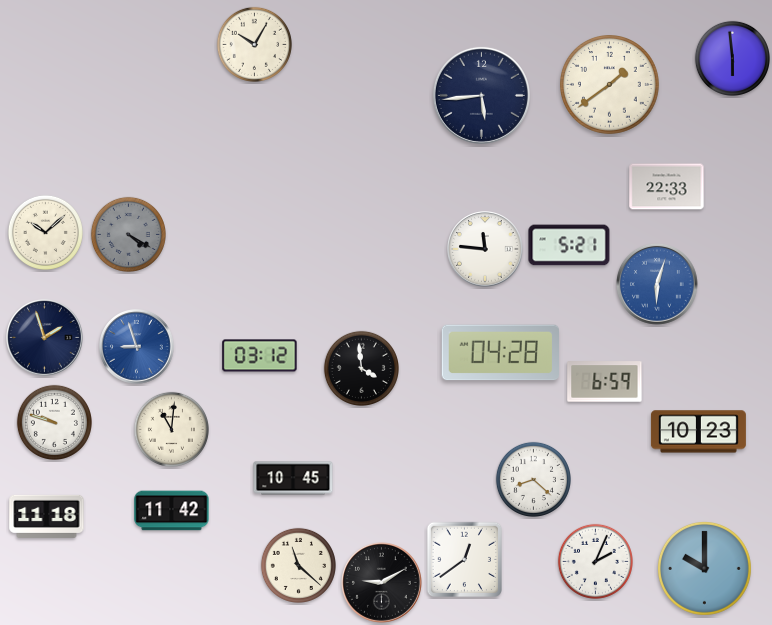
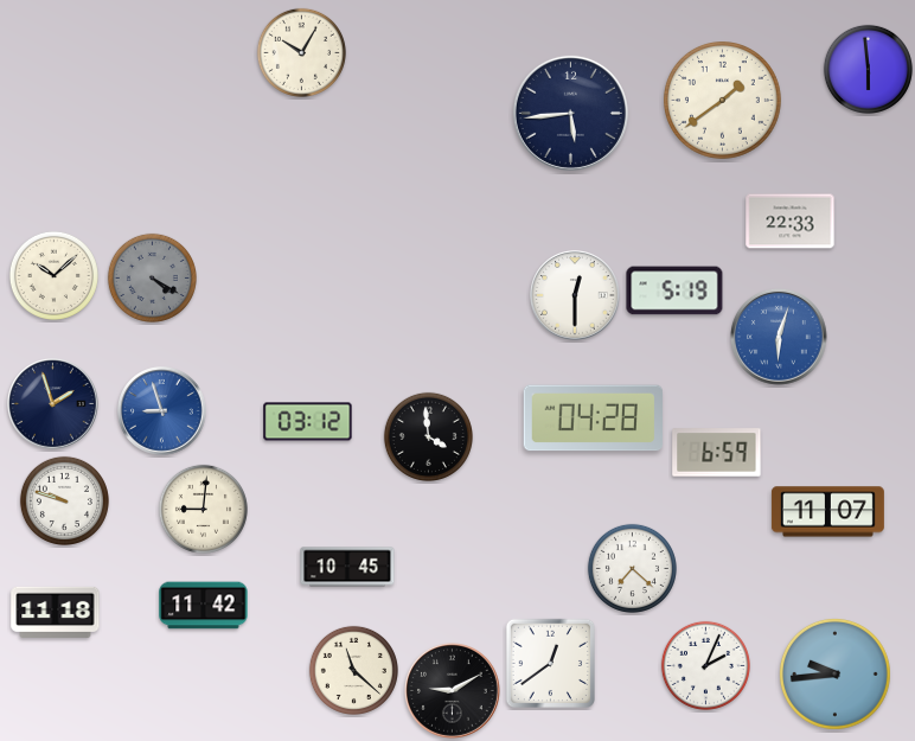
clock at (569, 245): 5:21 -> 5:19
clock at (485, 249): 11:46 -> 12:30
clock at (45, 338) position: (45, 338) -> (53, 404)
clock at (171, 429): 11:01 -> 9:01
clock at (698, 432): 10:23 -> 11:07
clock at (533, 479): 8:22 -> 7:22
clock at (704, 568): 10:00 -> 9:44
